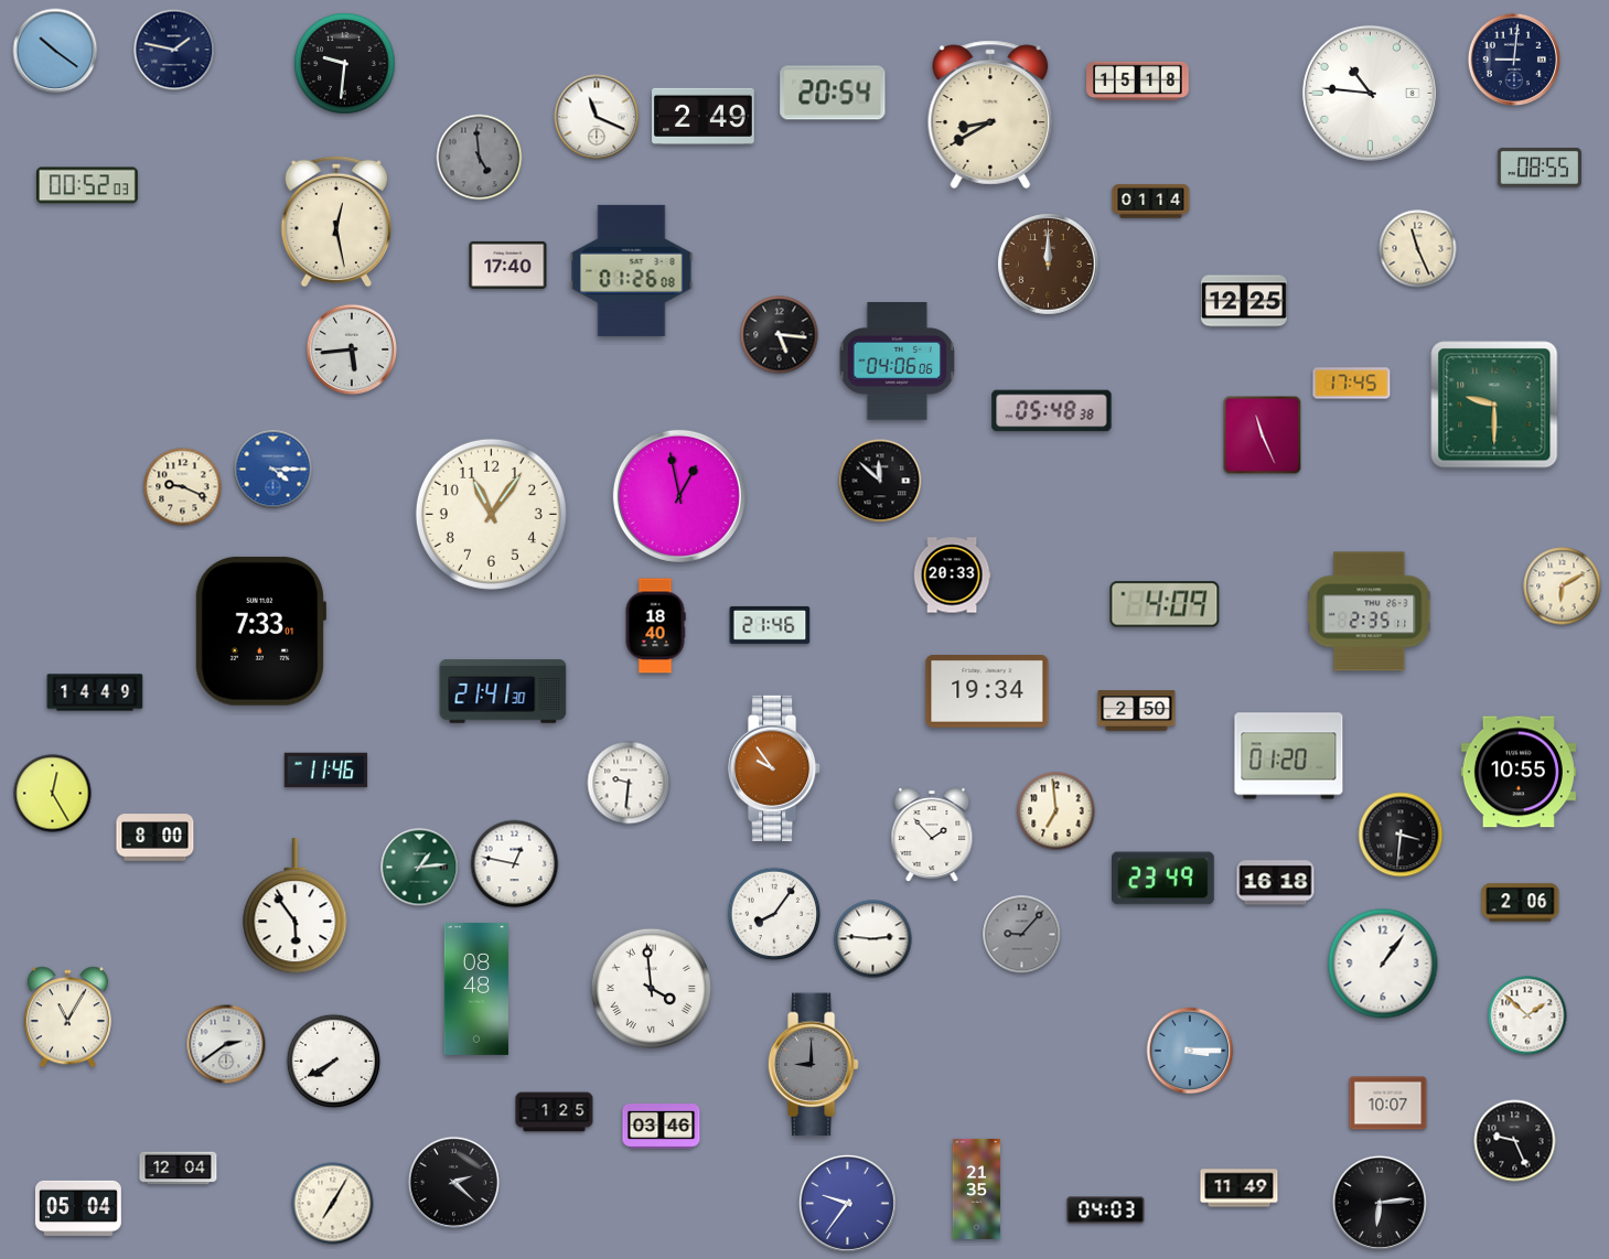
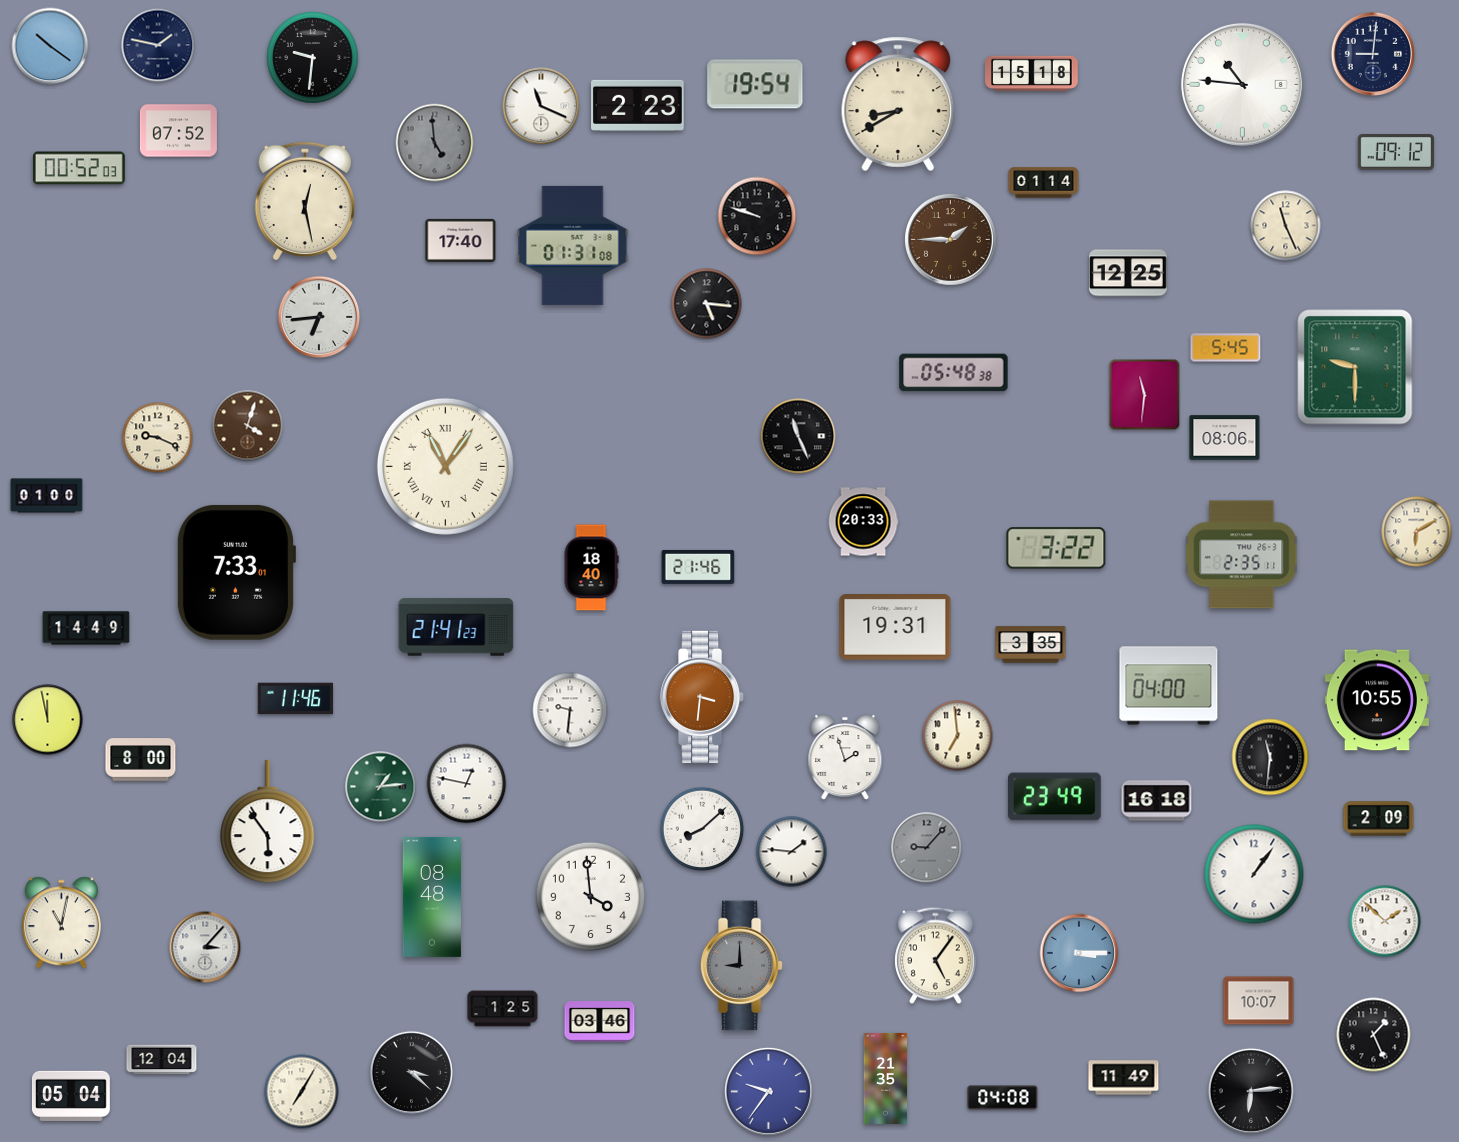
clock at (833, 93): 20:54 -> 19:54
clock at (704, 116): 2:49 -> 2:23
clock at (178, 131): none -> 07:52
clock at (1540, 169): 08:55 -> 09:12
clock at (757, 216): none -> 9:48
clock at (1049, 265): 12:00 -> 1:45
clock at (632, 270): 01:26 -> 01:31
clock at (352, 349): 5:44 -> 6:44
clock at (897, 362): 04:06 -> none
clock at (1352, 384): 17:45 -> 5:45
clock at (1263, 435): 11:26 -> 11:31
clock at (273, 470): 4:15 -> 4:03
clock at (273, 470) dial: blue -> brown
clock at (880, 481): 11:52 -> 11:26
clock at (1225, 438): none -> 08:06
clock at (183, 487) position: (183, 487) -> (158, 438)
clock at (679, 496): 12:58 -> none
clock at (491, 514) numerals: Arabic -> Roman
clock at (47, 496): none -> 01:00
clock at (1165, 604): 4:09 -> 3:22
clock at (655, 626) position: (655, 626) -> (591, 568)
clock at (503, 691): 21:41:30 -> 21:41:23
clock at (987, 692): 19:34 -> 19:31
clock at (1137, 711): 2:50 -> 3:35
clock at (1289, 756): 01:20 -> 04:00
clock at (775, 768): 9:54 -> 3:31
clock at (53, 794): 12:25 -> 11:58
clock at (932, 835): 1:53 -> 1:57
clock at (1401, 835): 3:31 -> 11:31
clock at (1521, 903): 2:06 -> 2:09
clock at (774, 914): 8:06 -> 8:08
clock at (873, 939): 2:46 -> 1:46
clock at (651, 988) numerals: Roman -> Arabic
clock at (67, 1018): 11:05 -> 11:02
clock at (226, 1044): 2:39 -> 3:07
clock at (936, 956): none -> 5:06
clock at (334, 1062): 7:40 -> none
clock at (813, 1065) position: (813, 1065) -> (741, 966)
clock at (1515, 1141): 9:26 -> 1:26
clock at (454, 1183): 2:22 -> 3:22
clock at (1106, 1210): 04:03 -> 04:08
